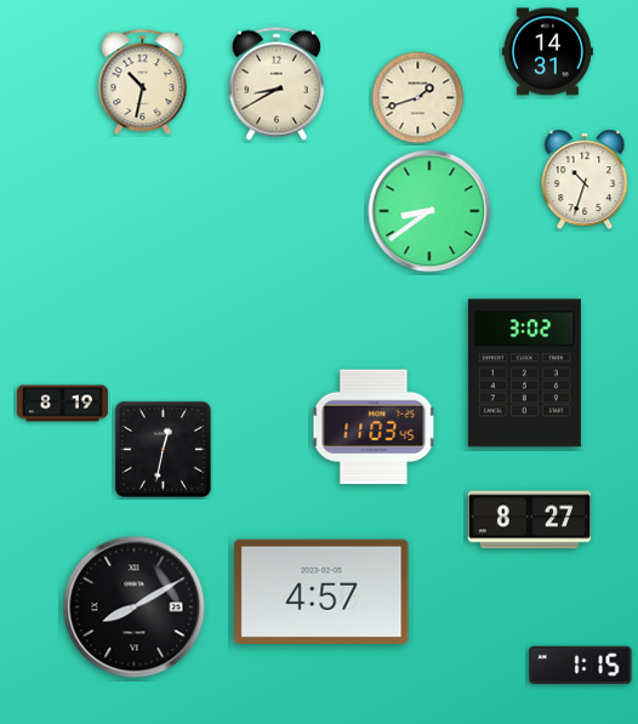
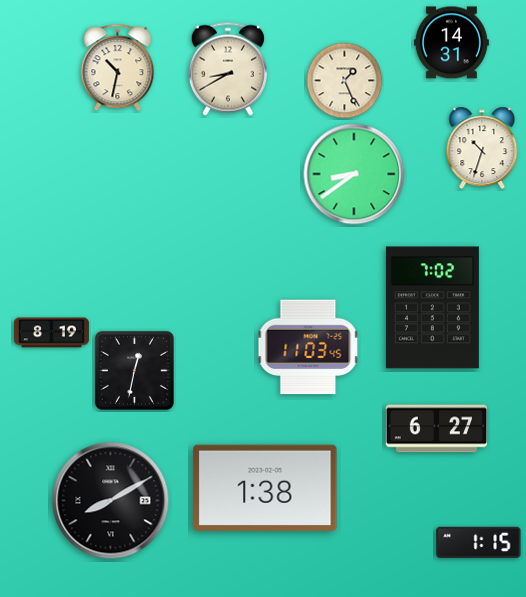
clock at (418, 98): 1:42 -> 1:26
clock at (524, 374): 3:02 -> 7:02
clock at (374, 427) position: (374, 427) -> (308, 347)
clock at (529, 520): 8:27 -> 6:27
clock at (321, 592): 4:57 -> 1:38
clock at (581, 665) position: (581, 665) -> (479, 542)
